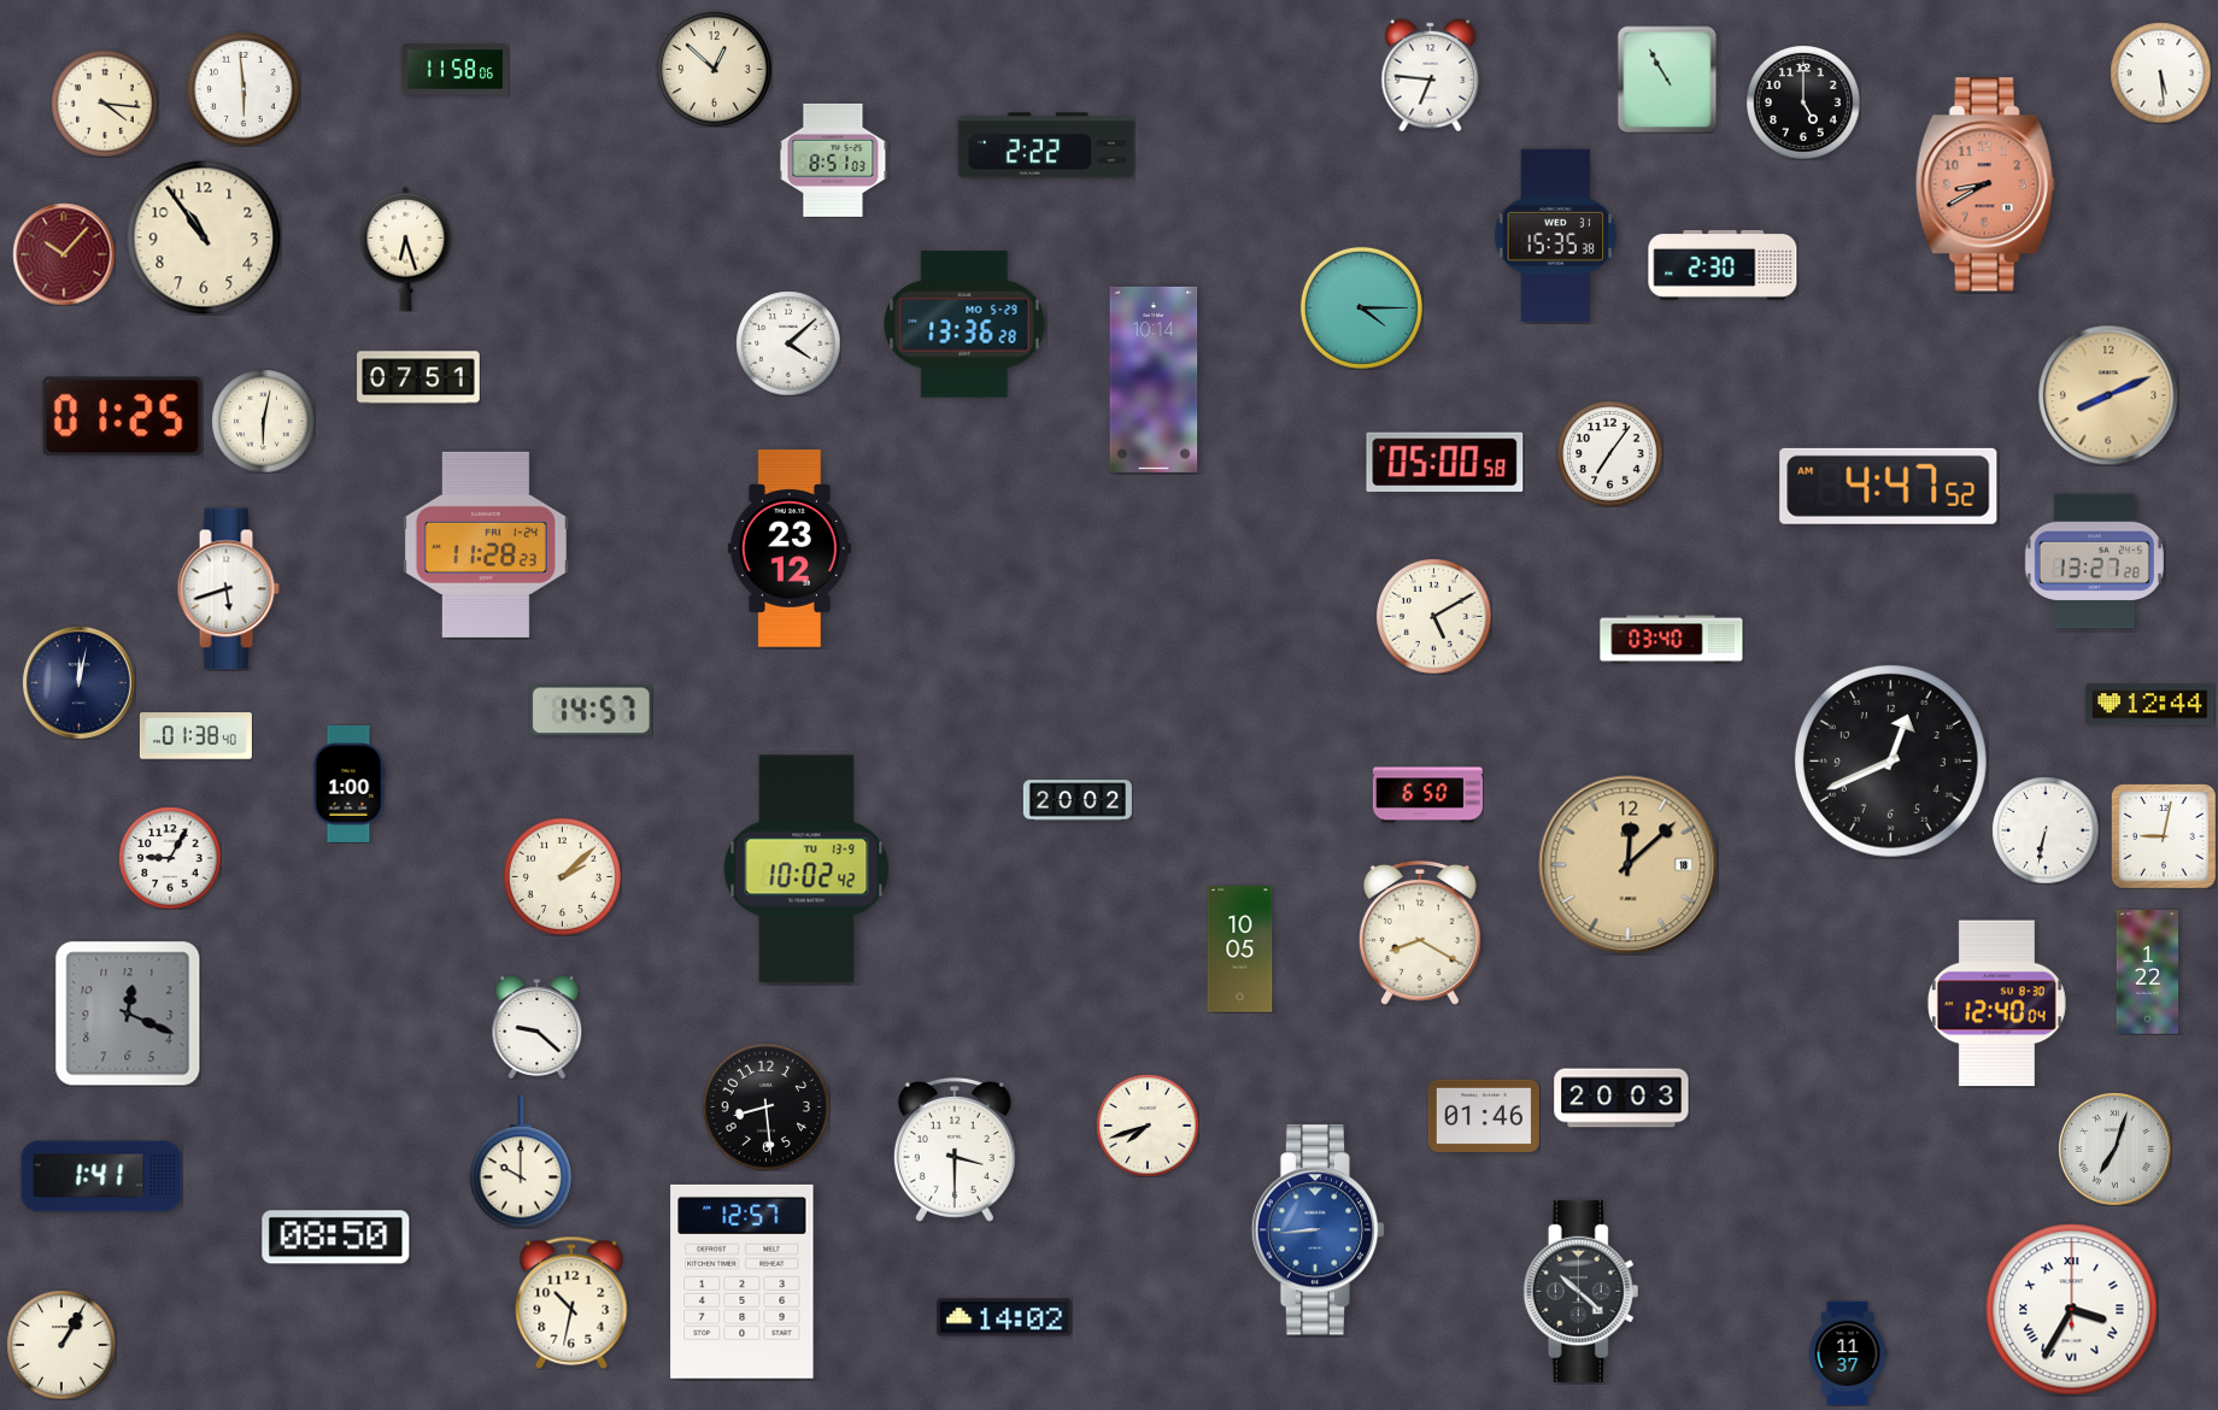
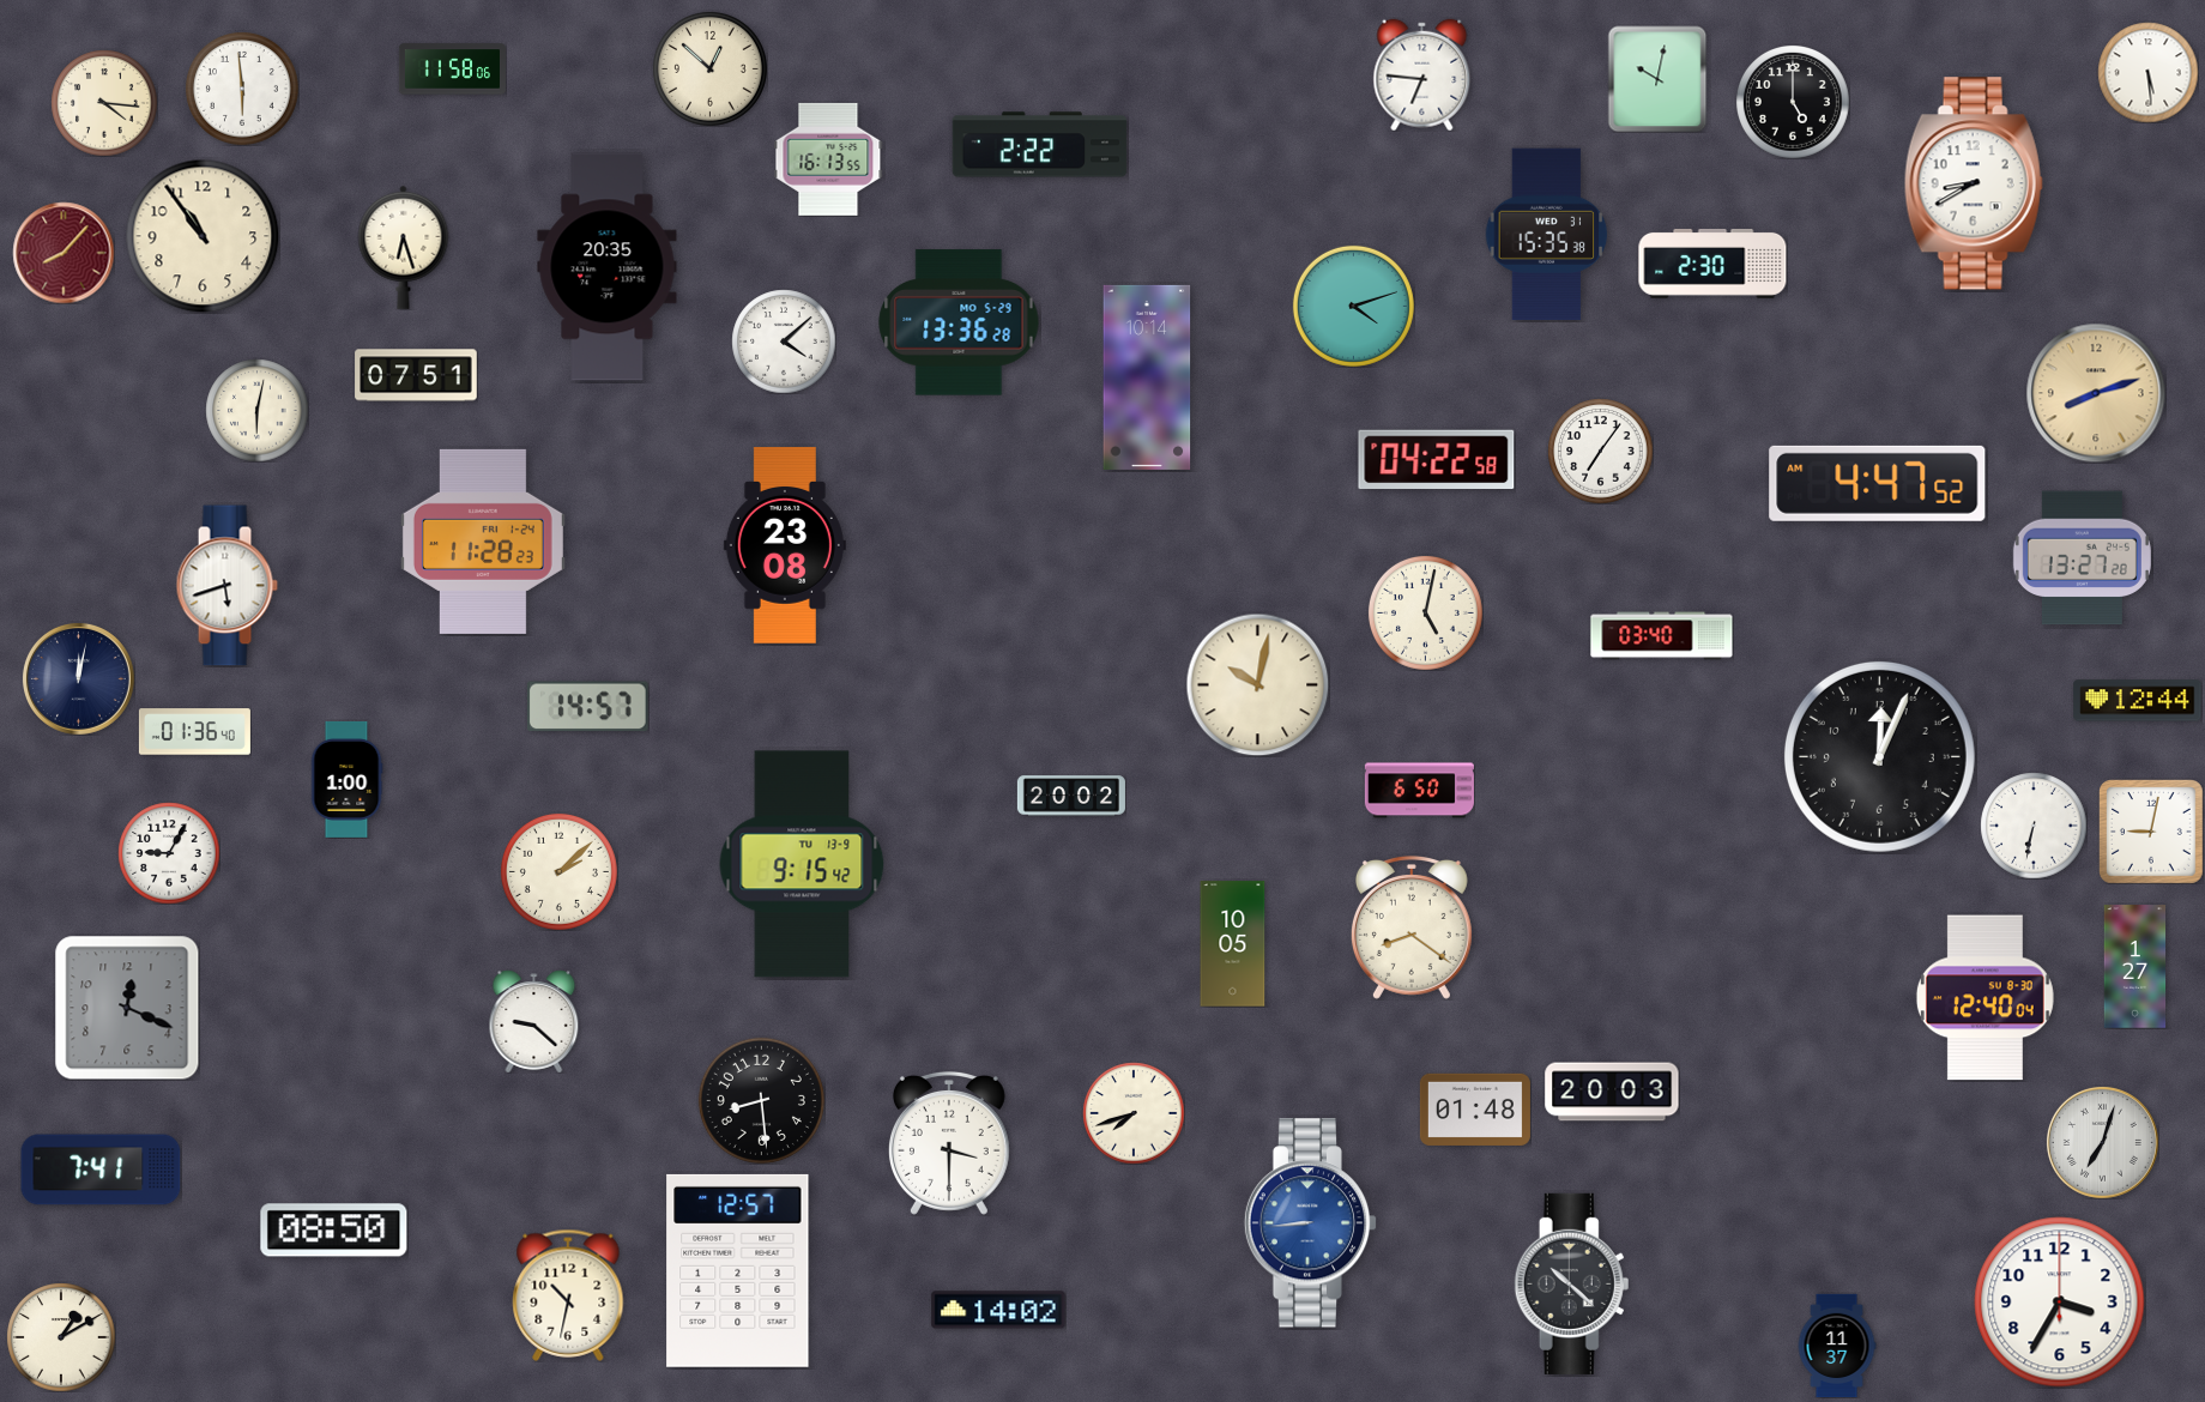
clock at (1667, 80): 10:55 -> 10:02
clock at (833, 160): 8:51 -> 16:13
clock at (1985, 184) dial: salmon -> white
clock at (64, 254): 10:07 -> 8:07
clock at (608, 267): none -> 20:35
clock at (1361, 307): 4:15 -> 4:12
clock at (2108, 395): 8:11 -> 8:12
clock at (123, 417): 01:25 -> none
clock at (263, 421) position: (263, 421) -> (256, 410)
clock at (1445, 463): 05:00 -> 04:22
clock at (790, 550): 23:12 -> 23:08
clock at (1433, 616): 5:10 -> 5:02
clock at (1257, 684): none -> 10:02
clock at (195, 736): 01:38 -> 01:36
clock at (1890, 760): 12:41 -> 12:04
clock at (1629, 865): 12:08 -> none
clock at (806, 869): 10:02 -> 9:15
clock at (1420, 933): 8:20 -> 8:21
clock at (2148, 973): 1:22 -> 1:27
clock at (1484, 1116): 01:46 -> 01:48
clock at (1148, 1126) position: (1148, 1126) -> (1134, 1113)
clock at (520, 1162): 10:00 -> none
clock at (101, 1176): 1:41 -> 7:41
clock at (743, 1281) position: (743, 1281) -> (738, 1270)
clock at (2072, 1310) numerals: Roman -> Arabic
clock at (61, 1345): 1:05 -> 1:10
